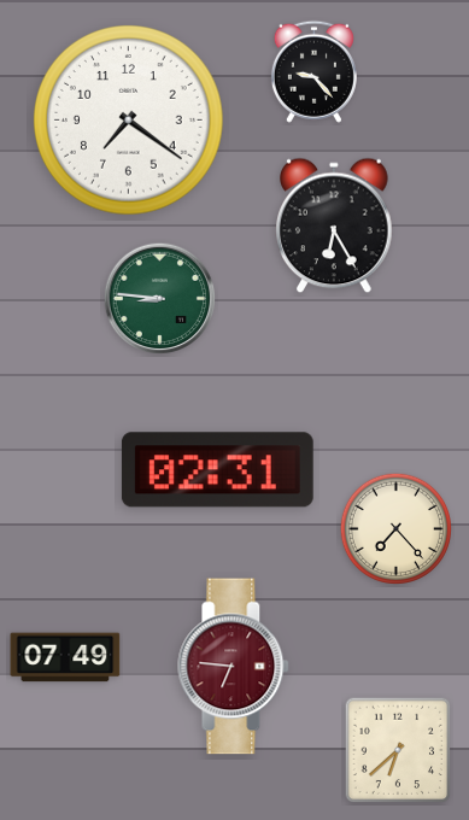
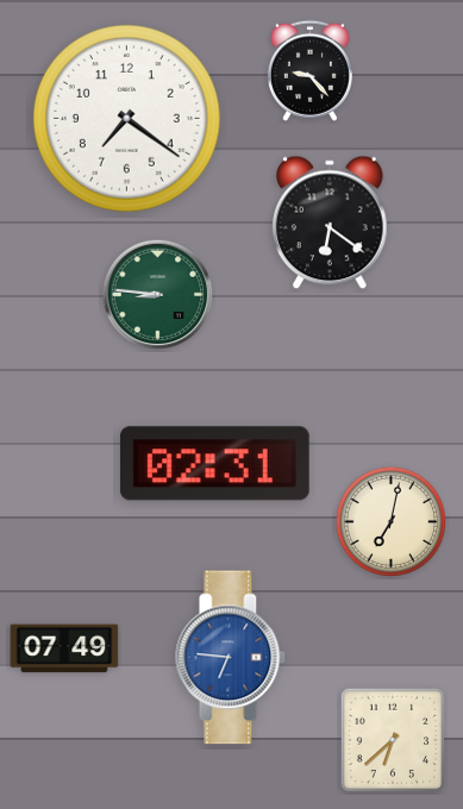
clock at (334, 225): 6:25 -> 6:21
clock at (395, 528): 7:23 -> 7:02
clock at (234, 667) dial: burgundy -> blue
